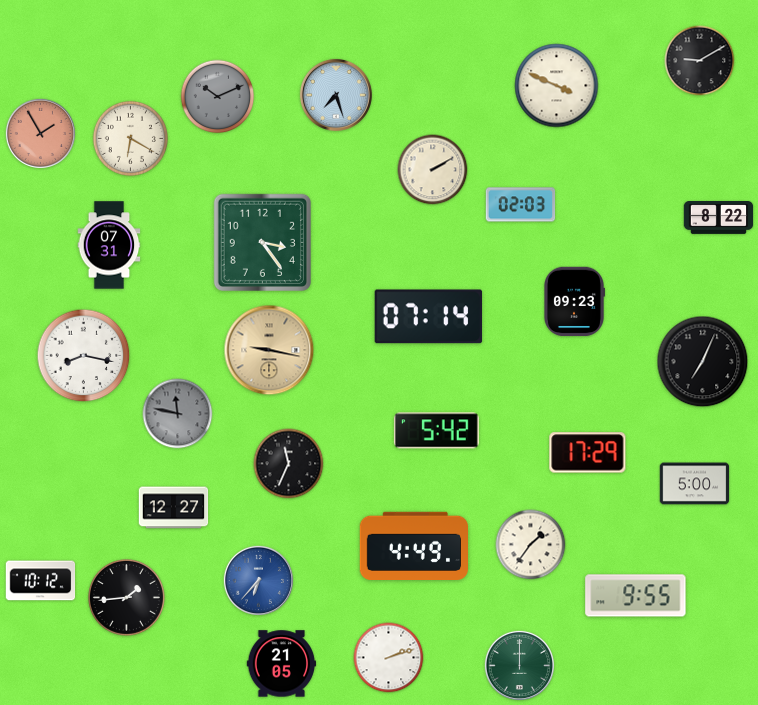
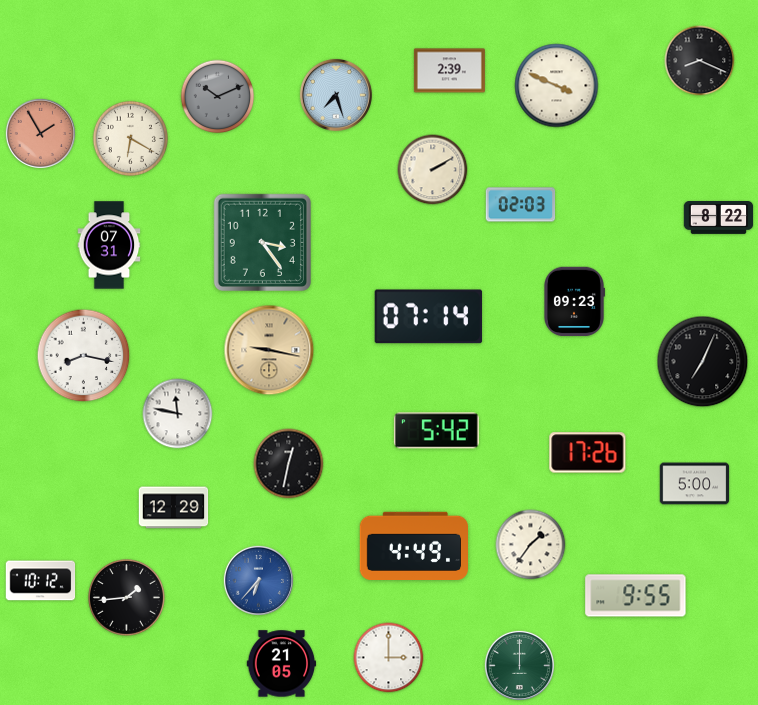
clock at (700, 61): 9:10 -> 8:19
clock at (449, 71): none -> 2:39
clock at (178, 414) dial: grey -> white
clock at (588, 453): 17:29 -> 17:26
clock at (289, 464): 11:34 -> 12:32
clock at (174, 508): 12:27 -> 12:29
clock at (389, 658): 2:12 -> 3:00
